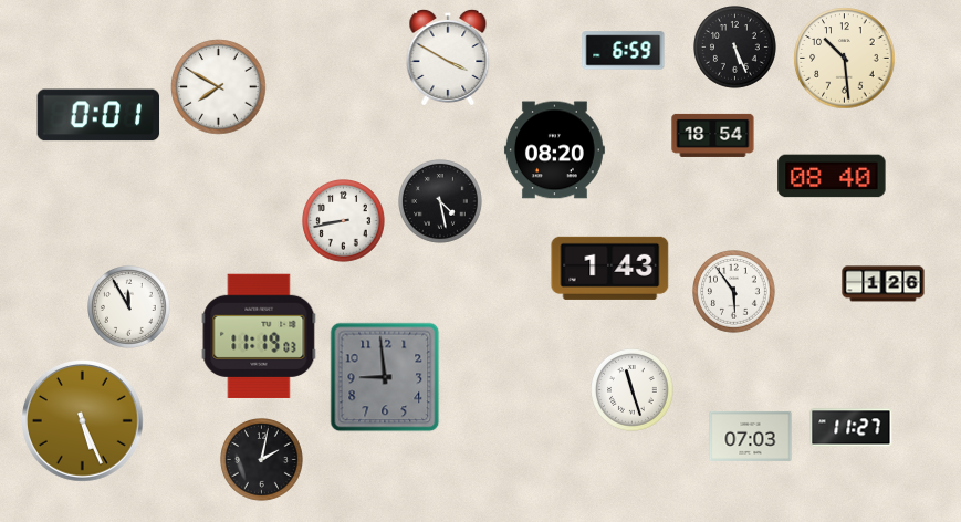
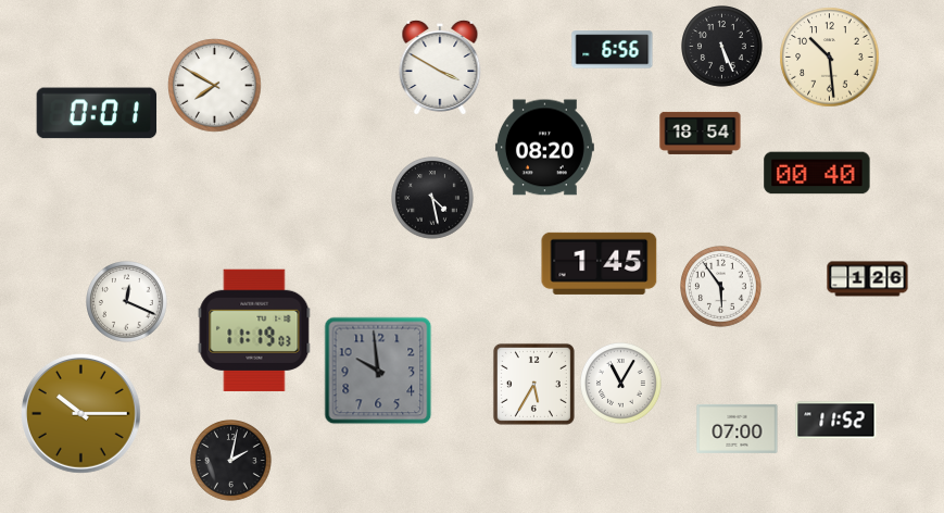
clock at (624, 51): 6:59 -> 6:56
clock at (448, 58) position: (448, 58) -> (440, 67)
clock at (832, 176): 08:40 -> 00:40
clock at (344, 221): 8:43 -> none
clock at (610, 268): 1:43 -> 1:45
clock at (129, 307): 11:55 -> 12:19
clock at (385, 377): 8:59 -> 9:59
clock at (533, 384): none -> 5:35
clock at (633, 390): 11:27 -> 11:05
clock at (83, 421): 5:26 -> 10:15
clock at (852, 428): 11:27 -> 11:52
clock at (751, 436): 07:03 -> 07:00
clock at (262, 460) position: (262, 460) -> (231, 461)
